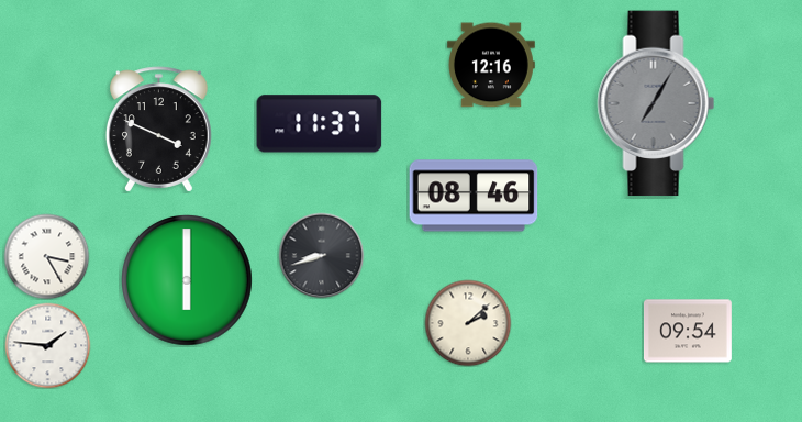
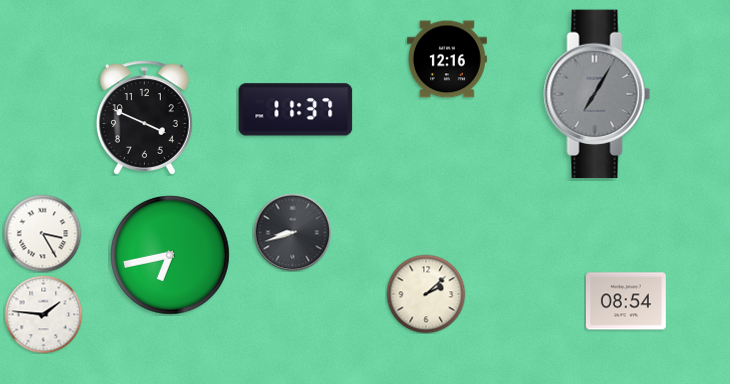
clock at (320, 124) position: (320, 124) -> (296, 110)
clock at (474, 196): 08:46 -> none
clock at (188, 281): 6:00 -> 6:43
clock at (688, 331): 09:54 -> 08:54
